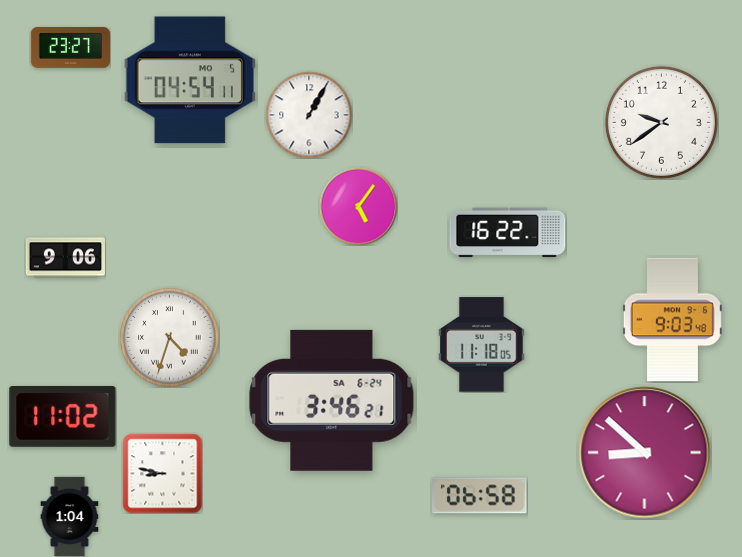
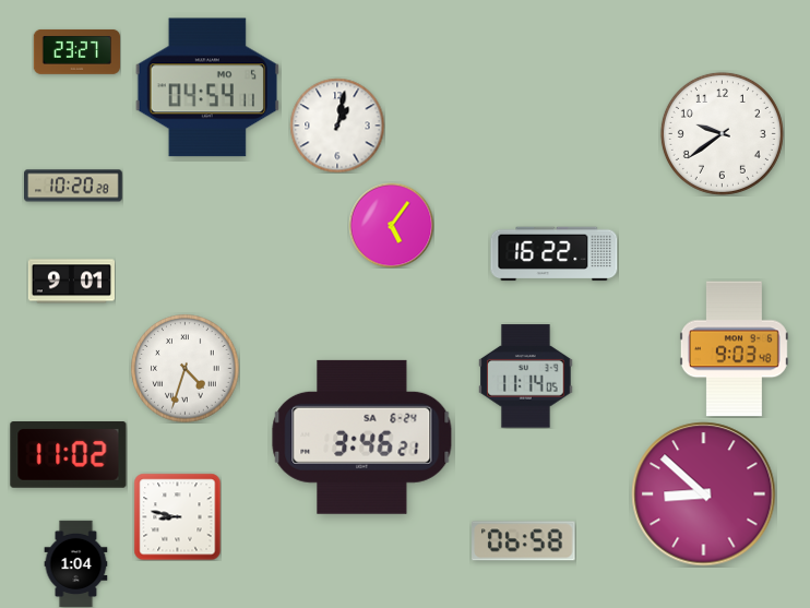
clock at (309, 115): 1:05 -> 1:02
clock at (73, 186): none -> 10:20
clock at (65, 258): 9:06 -> 9:01
clock at (482, 345): 11:18 -> 11:14
